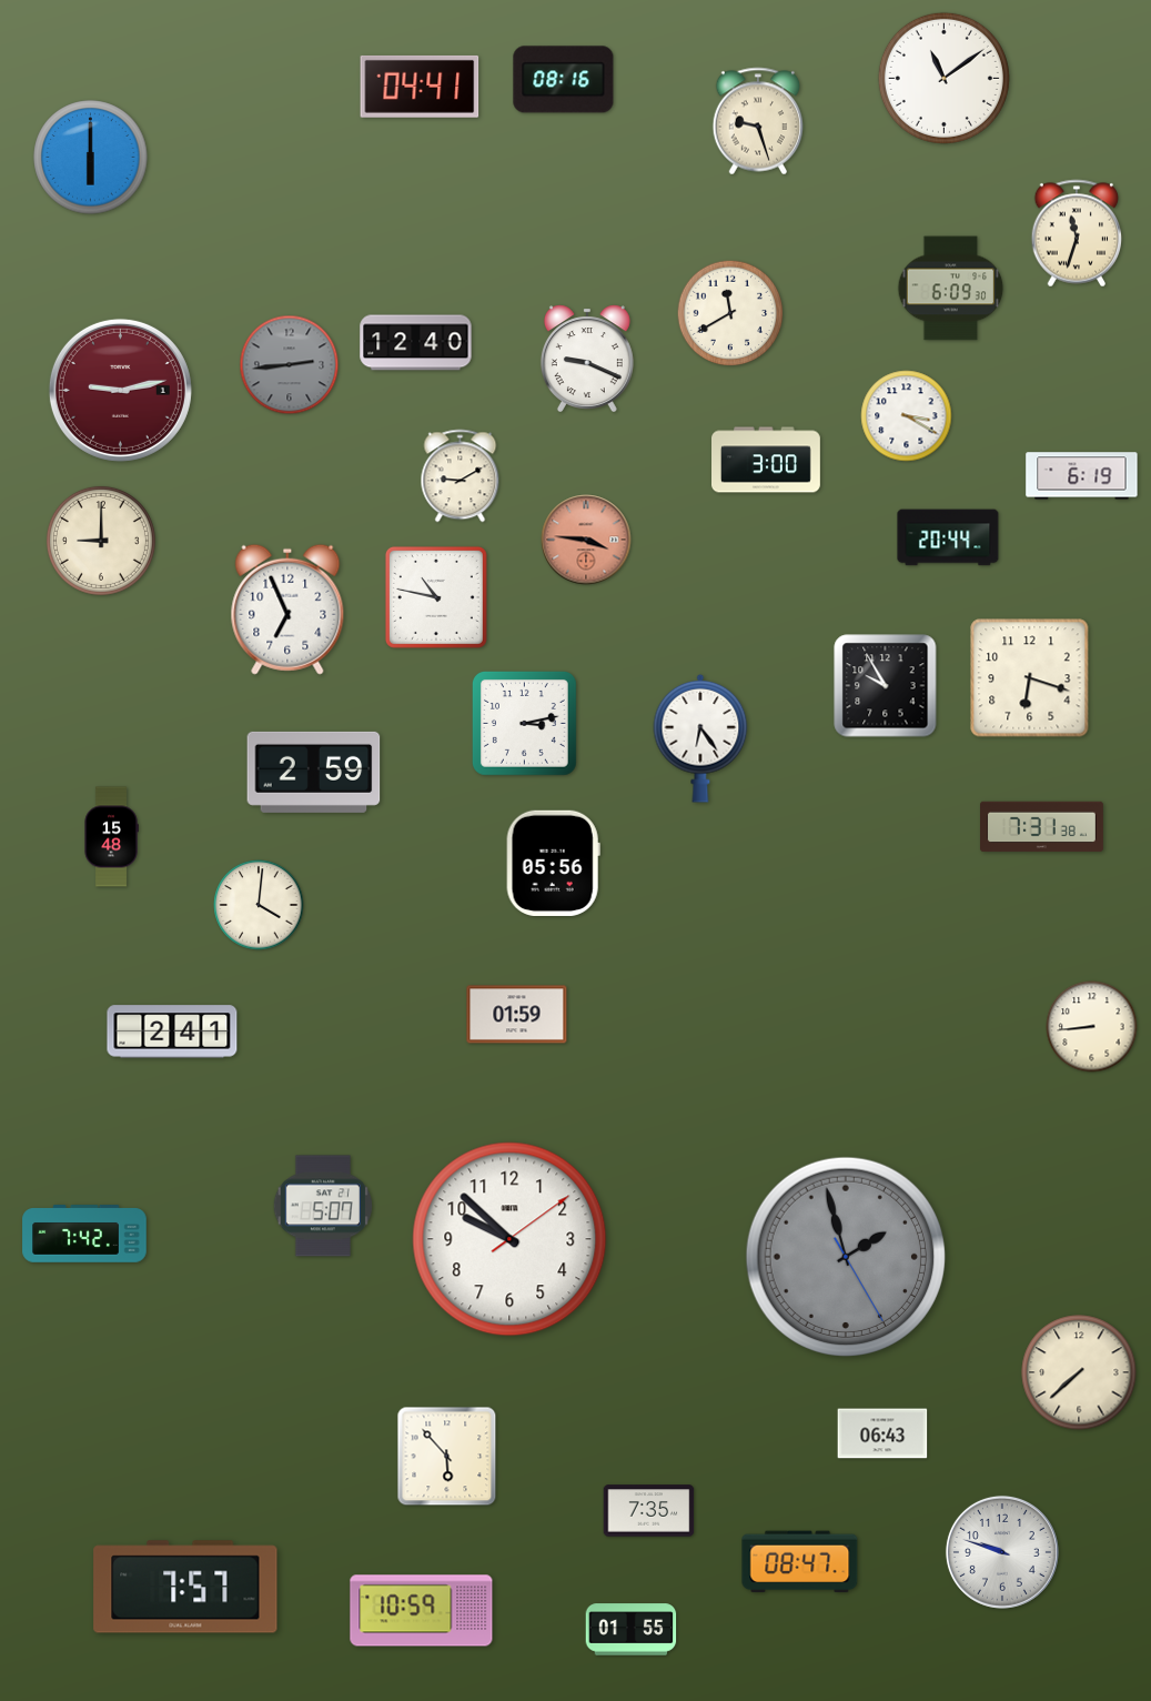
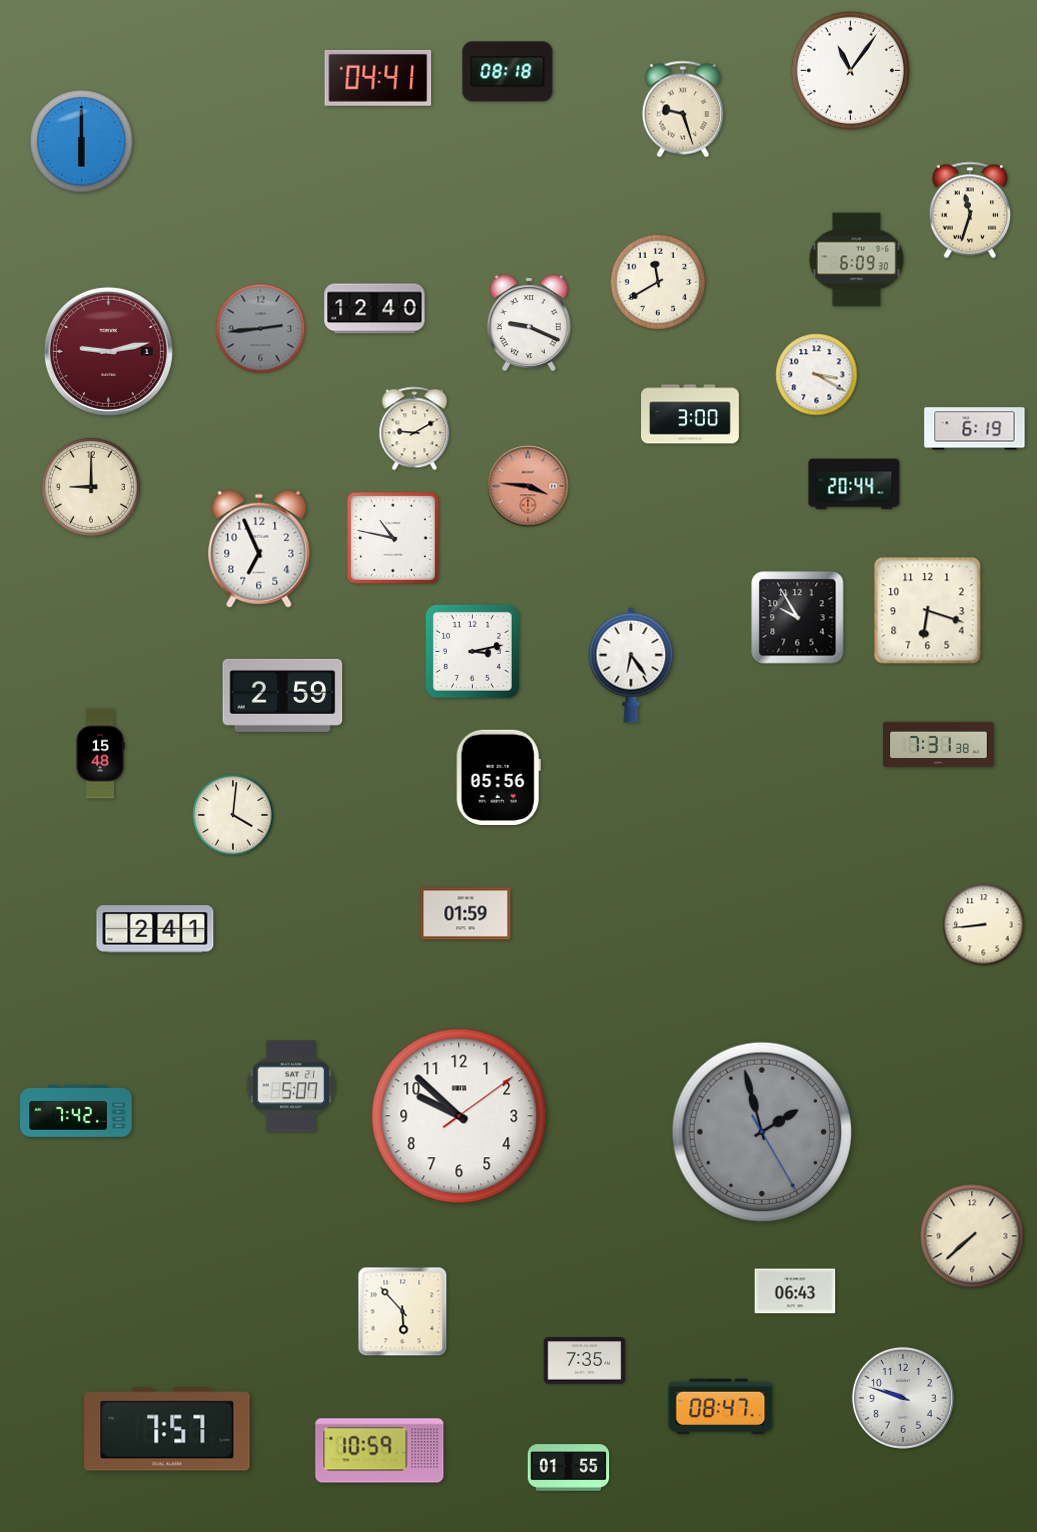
clock at (943, 78): 11:09 -> 11:06
clock at (564, 80): 08:16 -> 08:18
